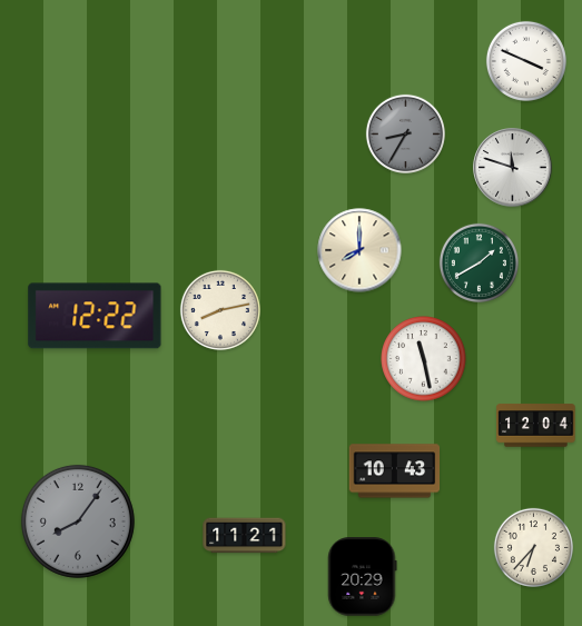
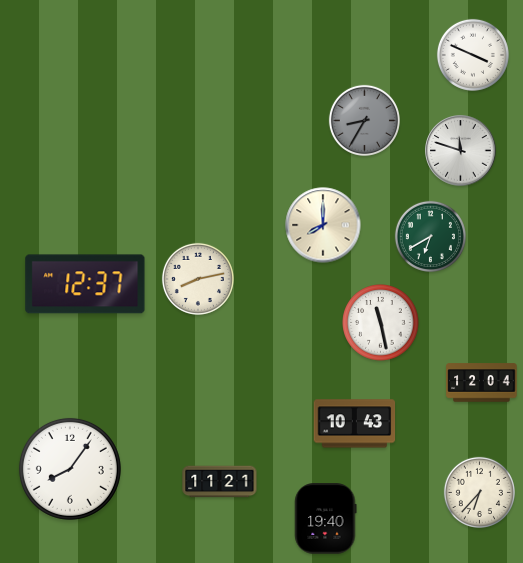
clock at (479, 262): 1:40 -> 6:40
clock at (95, 316): 12:22 -> 12:37
clock at (78, 521) dial: grey -> white
clock at (363, 577): 20:29 -> 19:40
